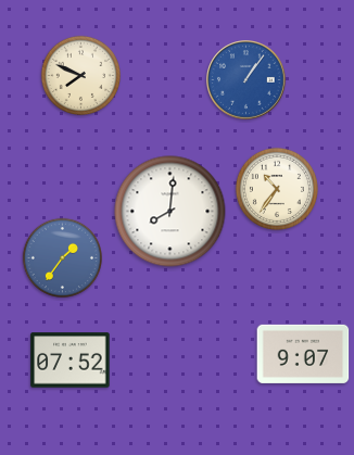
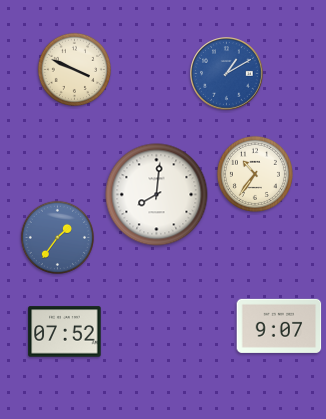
clock at (80, 75): 7:49 -> 3:49
clock at (246, 80): 1:06 -> 1:10
